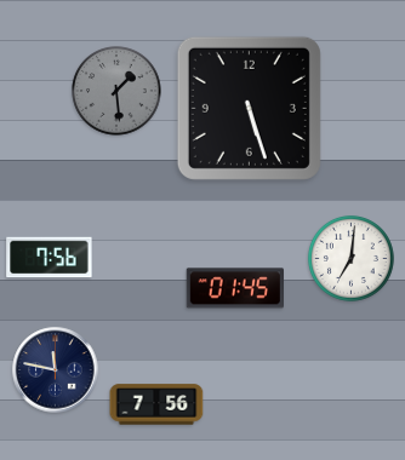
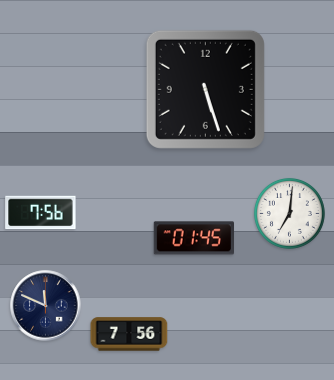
clock at (116, 91): 1:29 -> none
clock at (56, 370): 11:47 -> 11:49
